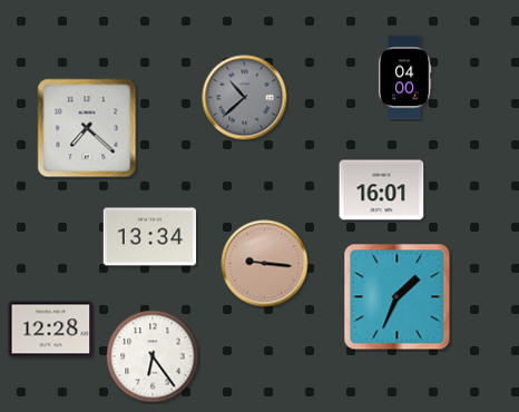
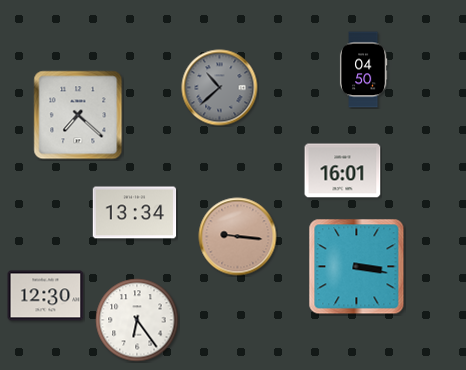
clock at (404, 78): 04:00 -> 04:50
clock at (398, 297): 1:34 -> 3:17
clock at (51, 330): 12:28 -> 12:30
